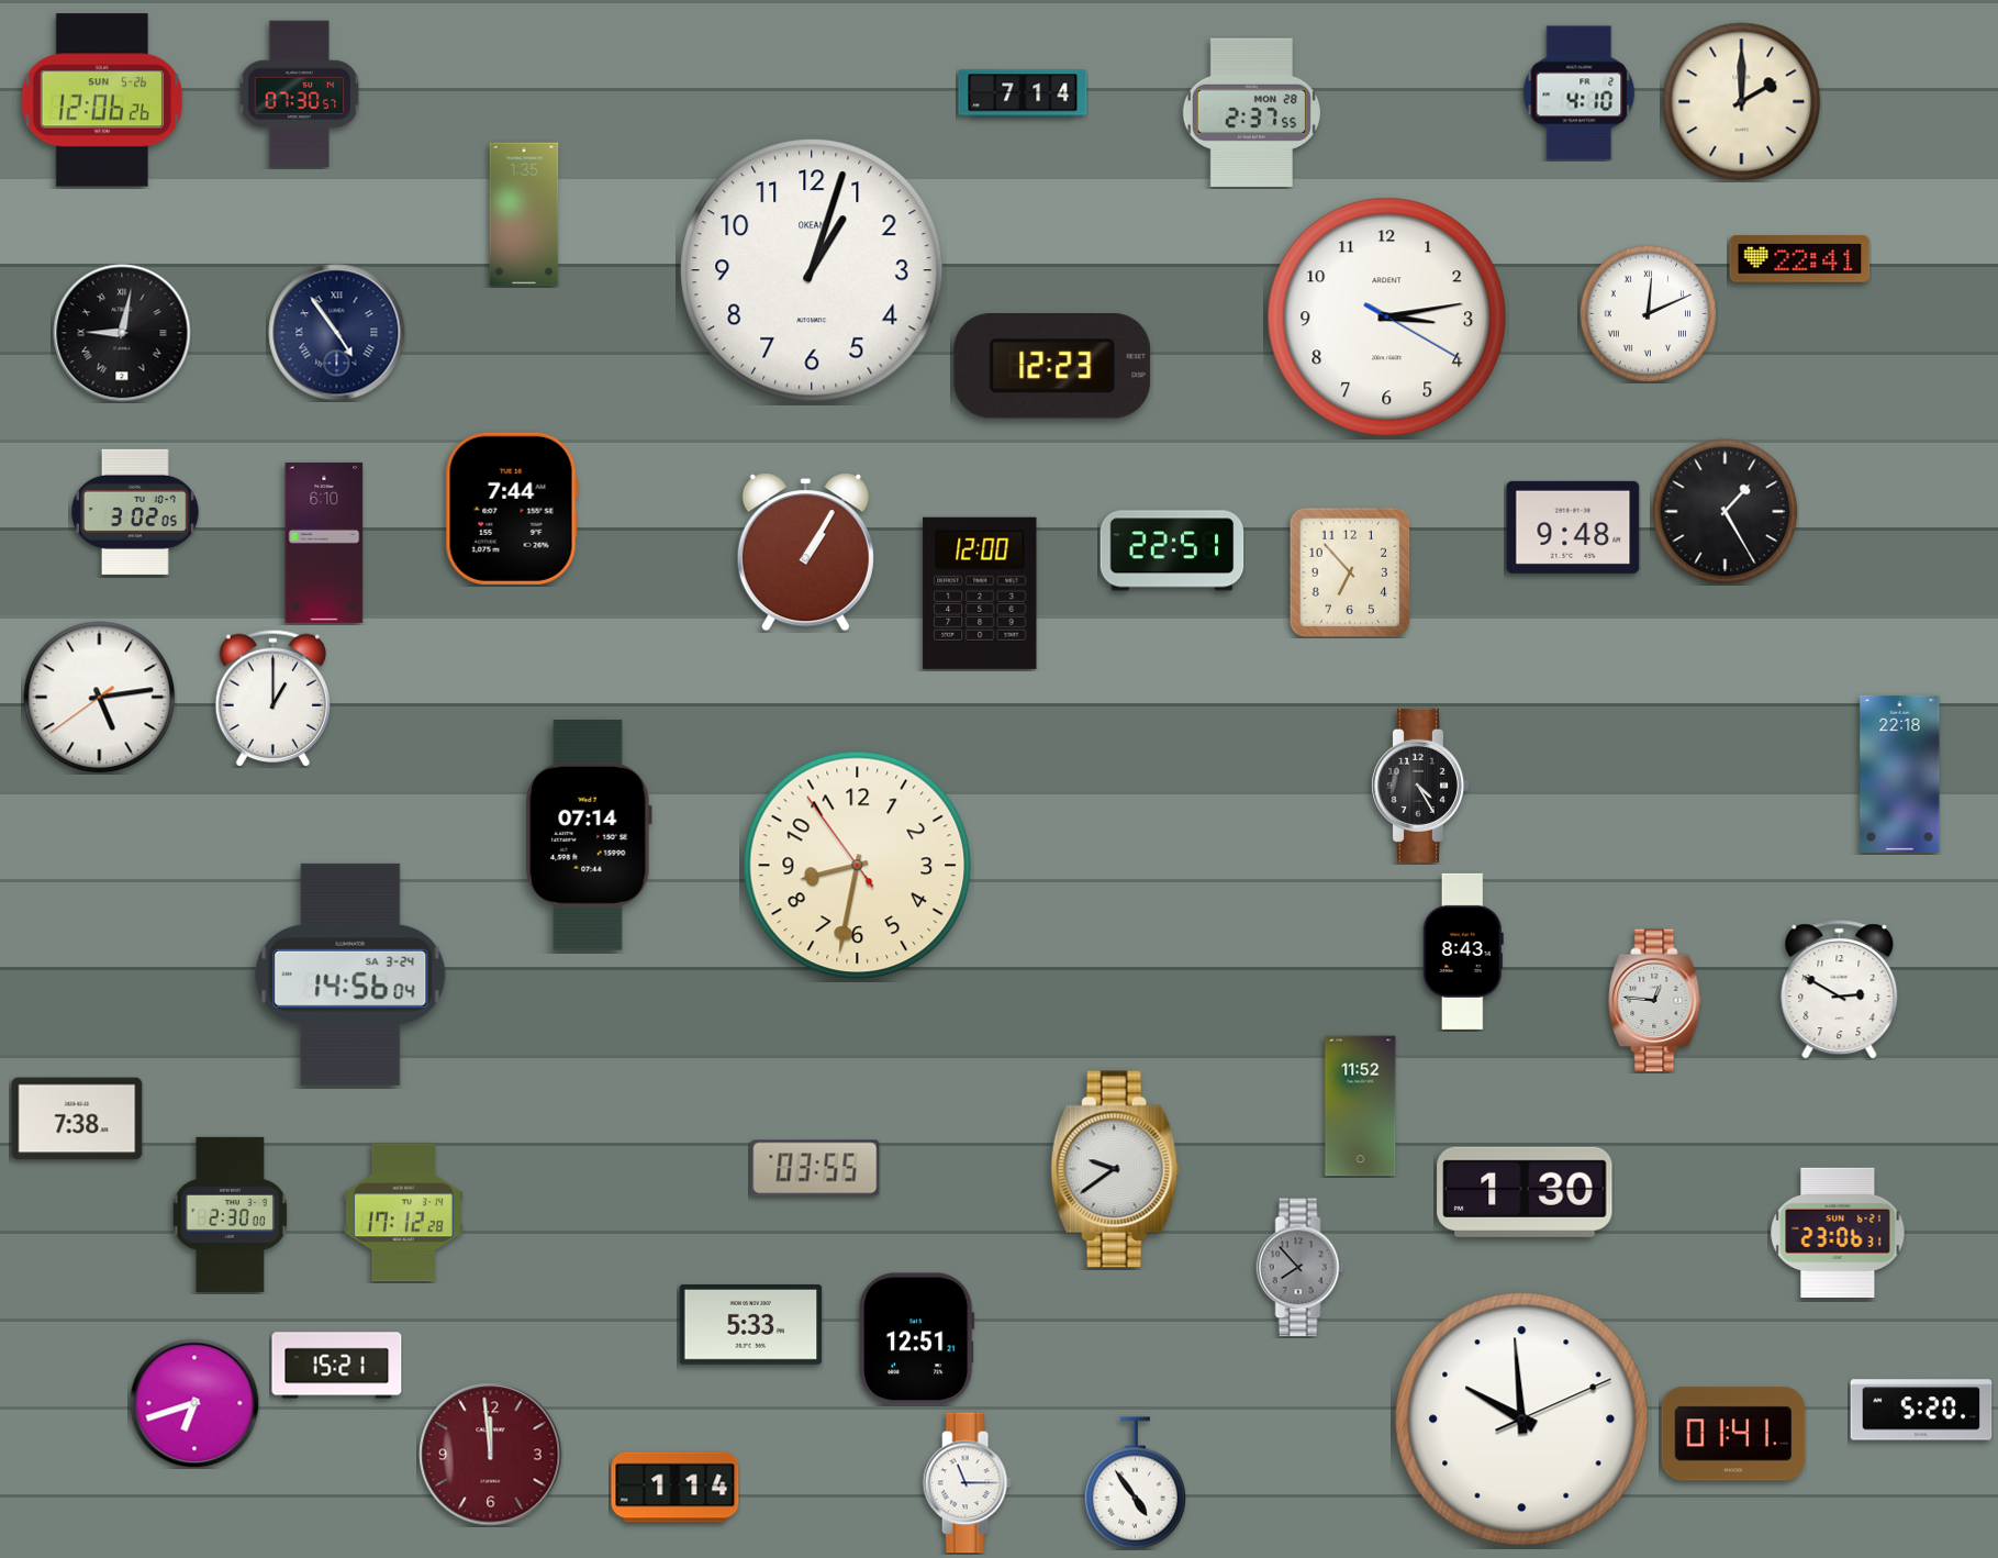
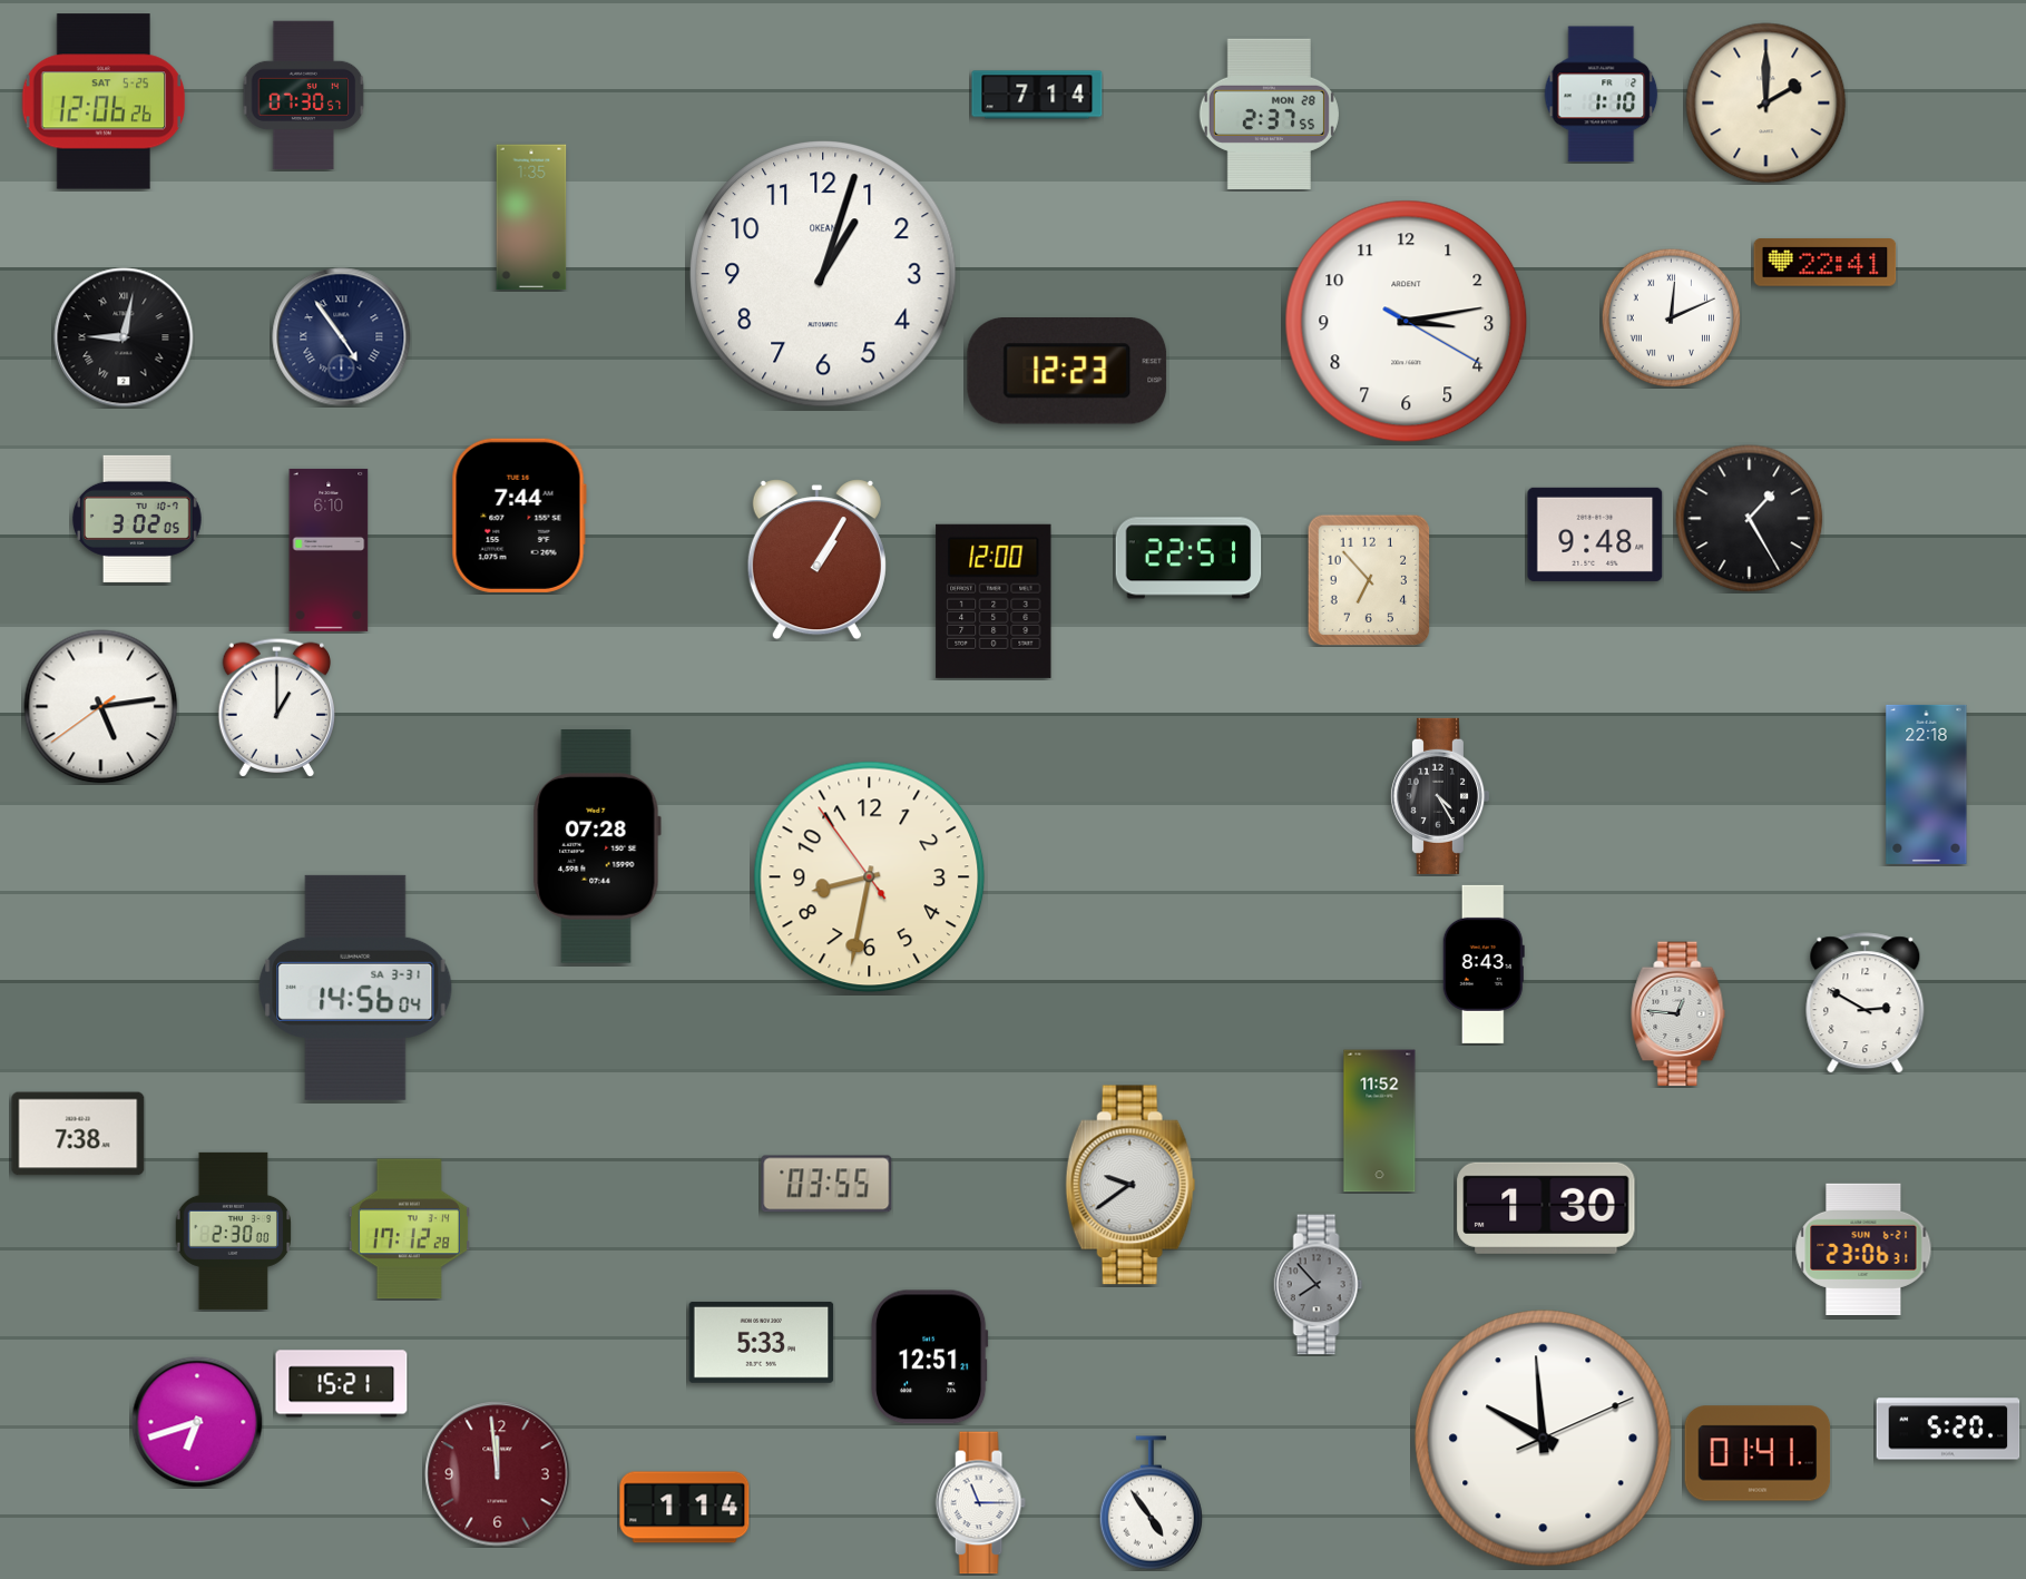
clock at (1580, 93): 4:10 -> 1:10
clock at (102, 100) date: SUN 5-26 -> SAT 5-25
clock at (589, 836): 07:14 -> 07:28
clock at (350, 975) date: SA 3-24 -> SA 3-31
